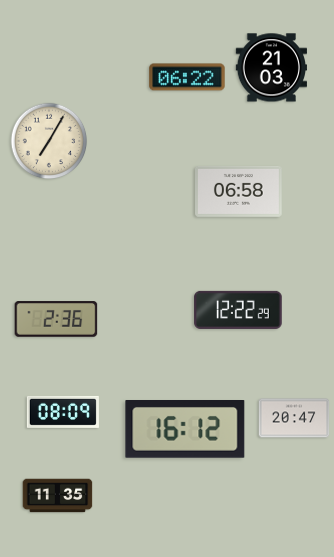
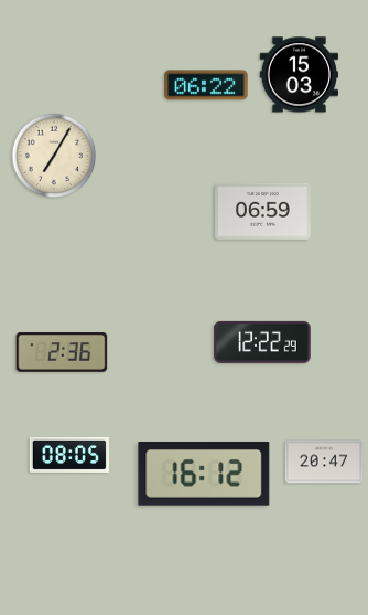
clock at (271, 68): 21:03 -> 15:03
clock at (239, 191): 06:58 -> 06:59
clock at (63, 412): 08:09 -> 08:05
clock at (58, 496): 11:35 -> none
